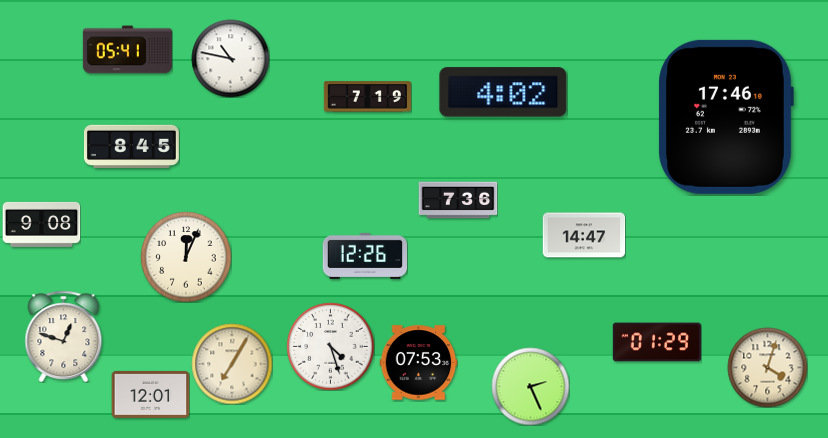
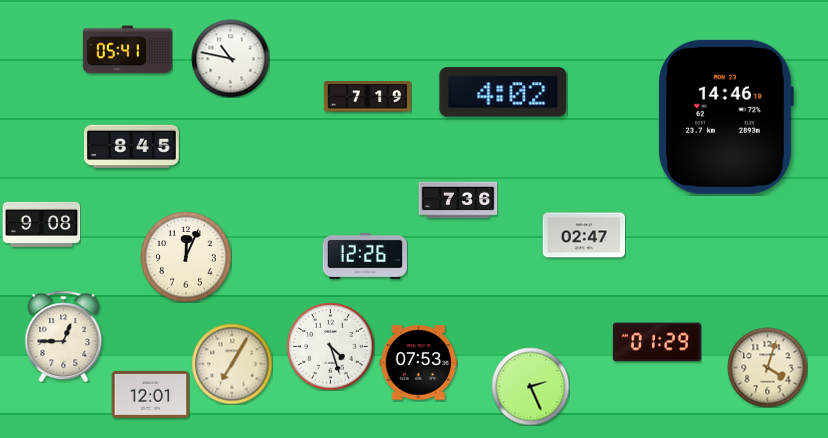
clock at (726, 117): 17:46 -> 14:46
clock at (584, 235): 14:47 -> 02:47
clock at (64, 336): 12:48 -> 12:45
